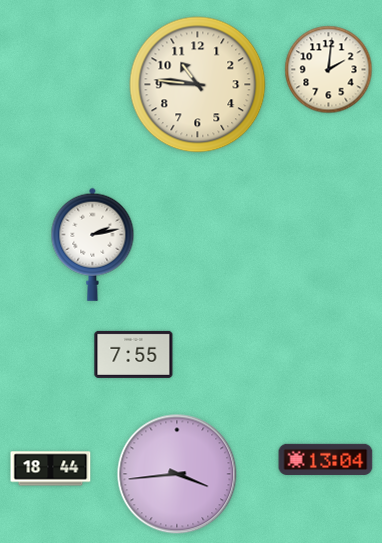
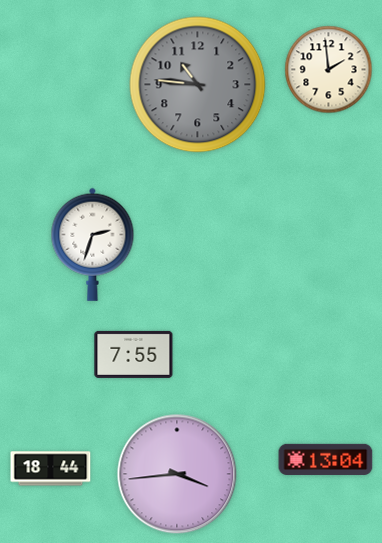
clock at (329, 70): 2:01 -> 1:59
clock at (198, 85) dial: cream -> grey
clock at (93, 244): 2:13 -> 2:33
